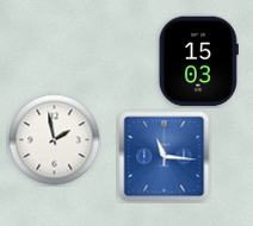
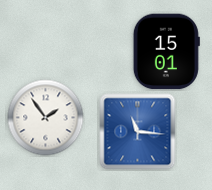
clock at (198, 62): 15:03 -> 15:01
clock at (55, 140): 1:58 -> 1:54
